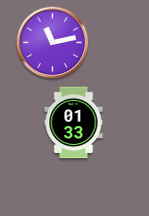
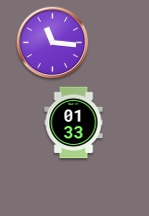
clock at (53, 43): 11:13 -> 11:16
